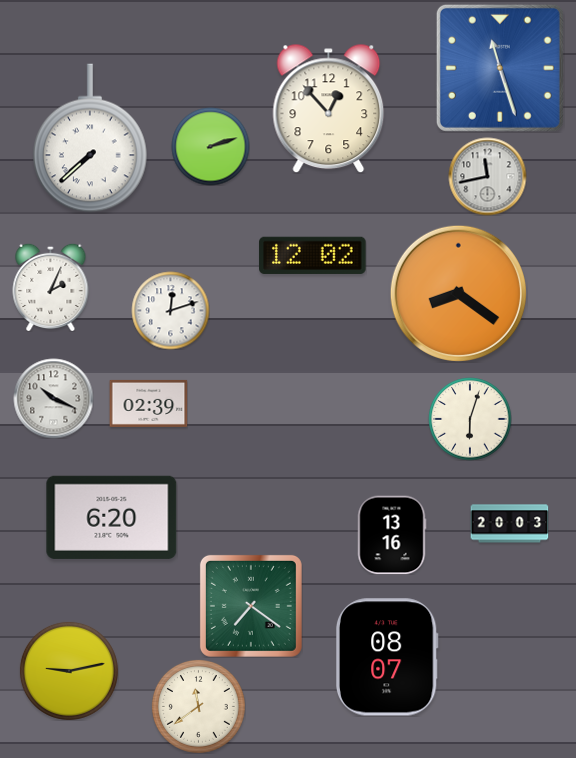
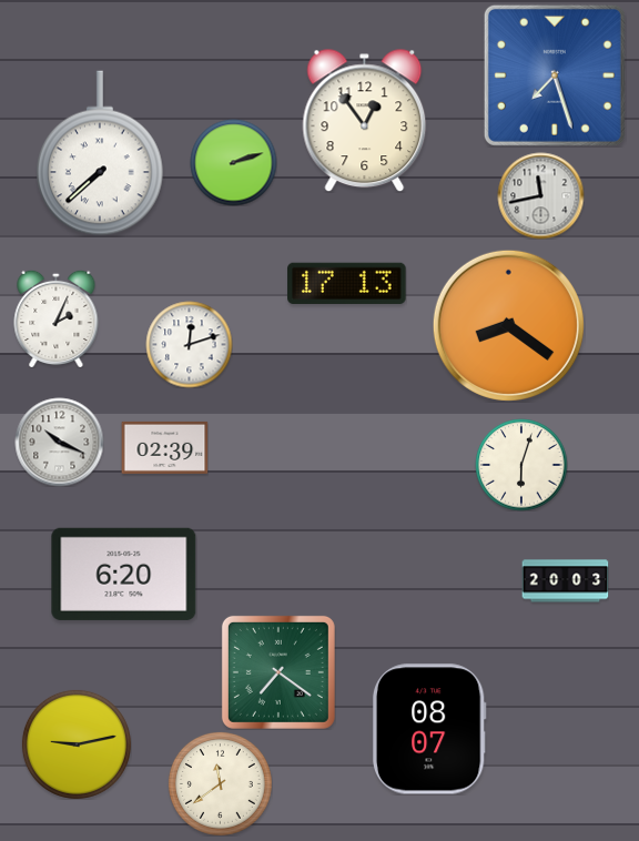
clock at (500, 68): 11:27 -> 7:27
clock at (329, 108): 12:53 -> 12:54
clock at (313, 255): 12:02 -> 17:13
clock at (392, 535): 13:16 -> none
